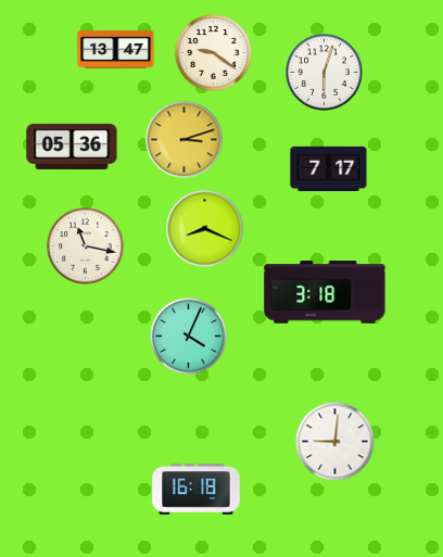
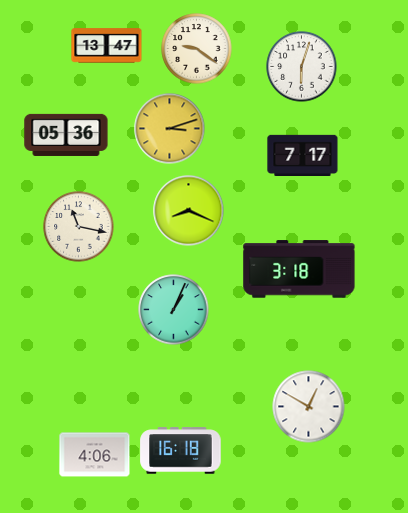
clock at (325, 73) position: (325, 73) -> (302, 67)
clock at (189, 337): 4:04 -> 1:04
clock at (336, 442): 9:01 -> 12:50
clock at (95, 455): none -> 4:06
